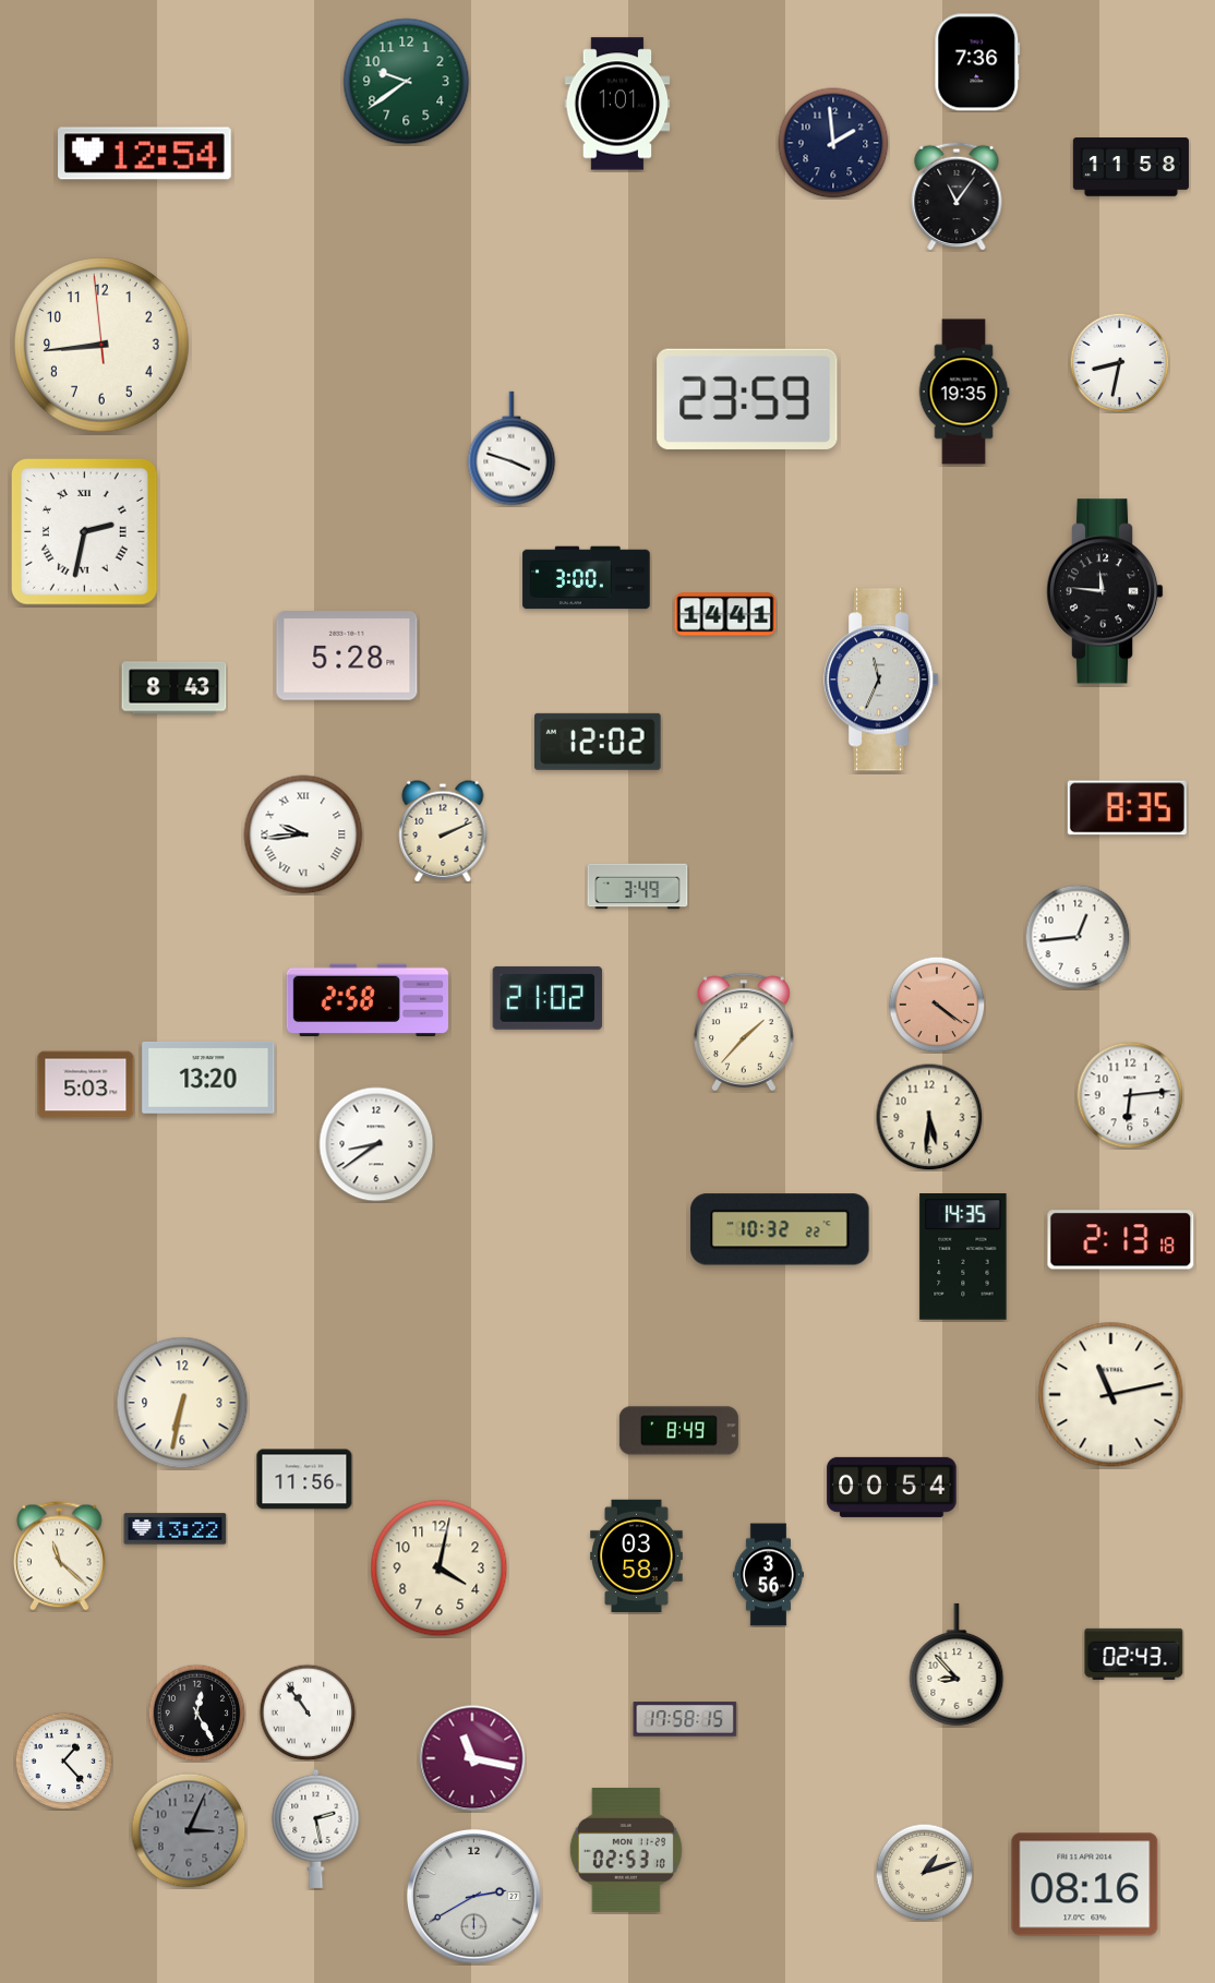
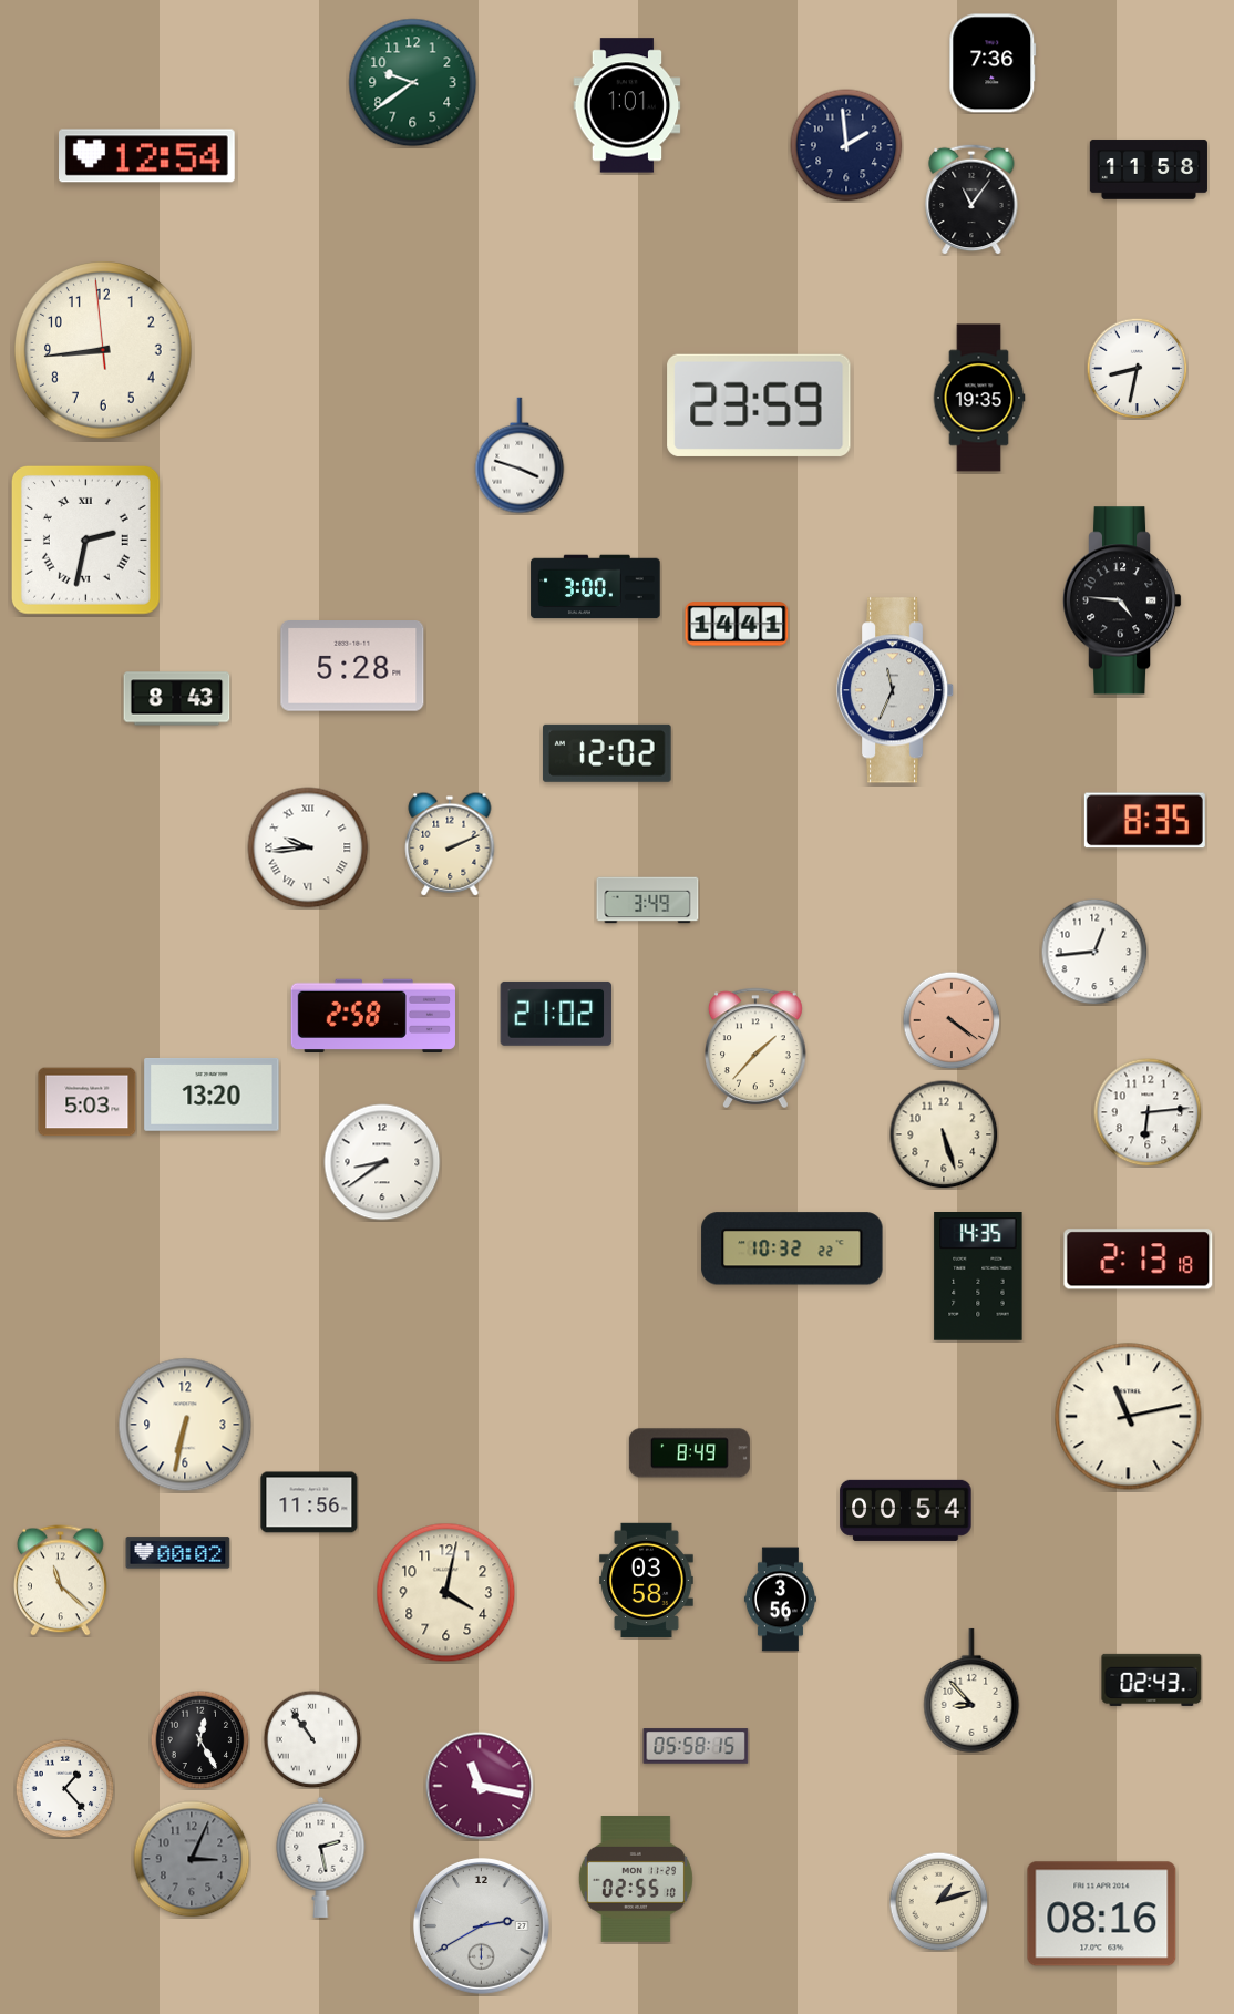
clock at (1105, 591): 11:46 -> 4:46
clock at (929, 1117): 5:31 -> 5:27
clock at (176, 1529): 13:22 -> 00:02
clock at (685, 1719): 17:58 -> 05:58
clock at (626, 1851): 02:53 -> 02:55
